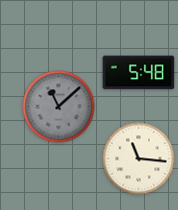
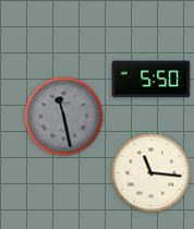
clock at (139, 73): 5:48 -> 5:50
clock at (59, 107): 11:08 -> 11:28
